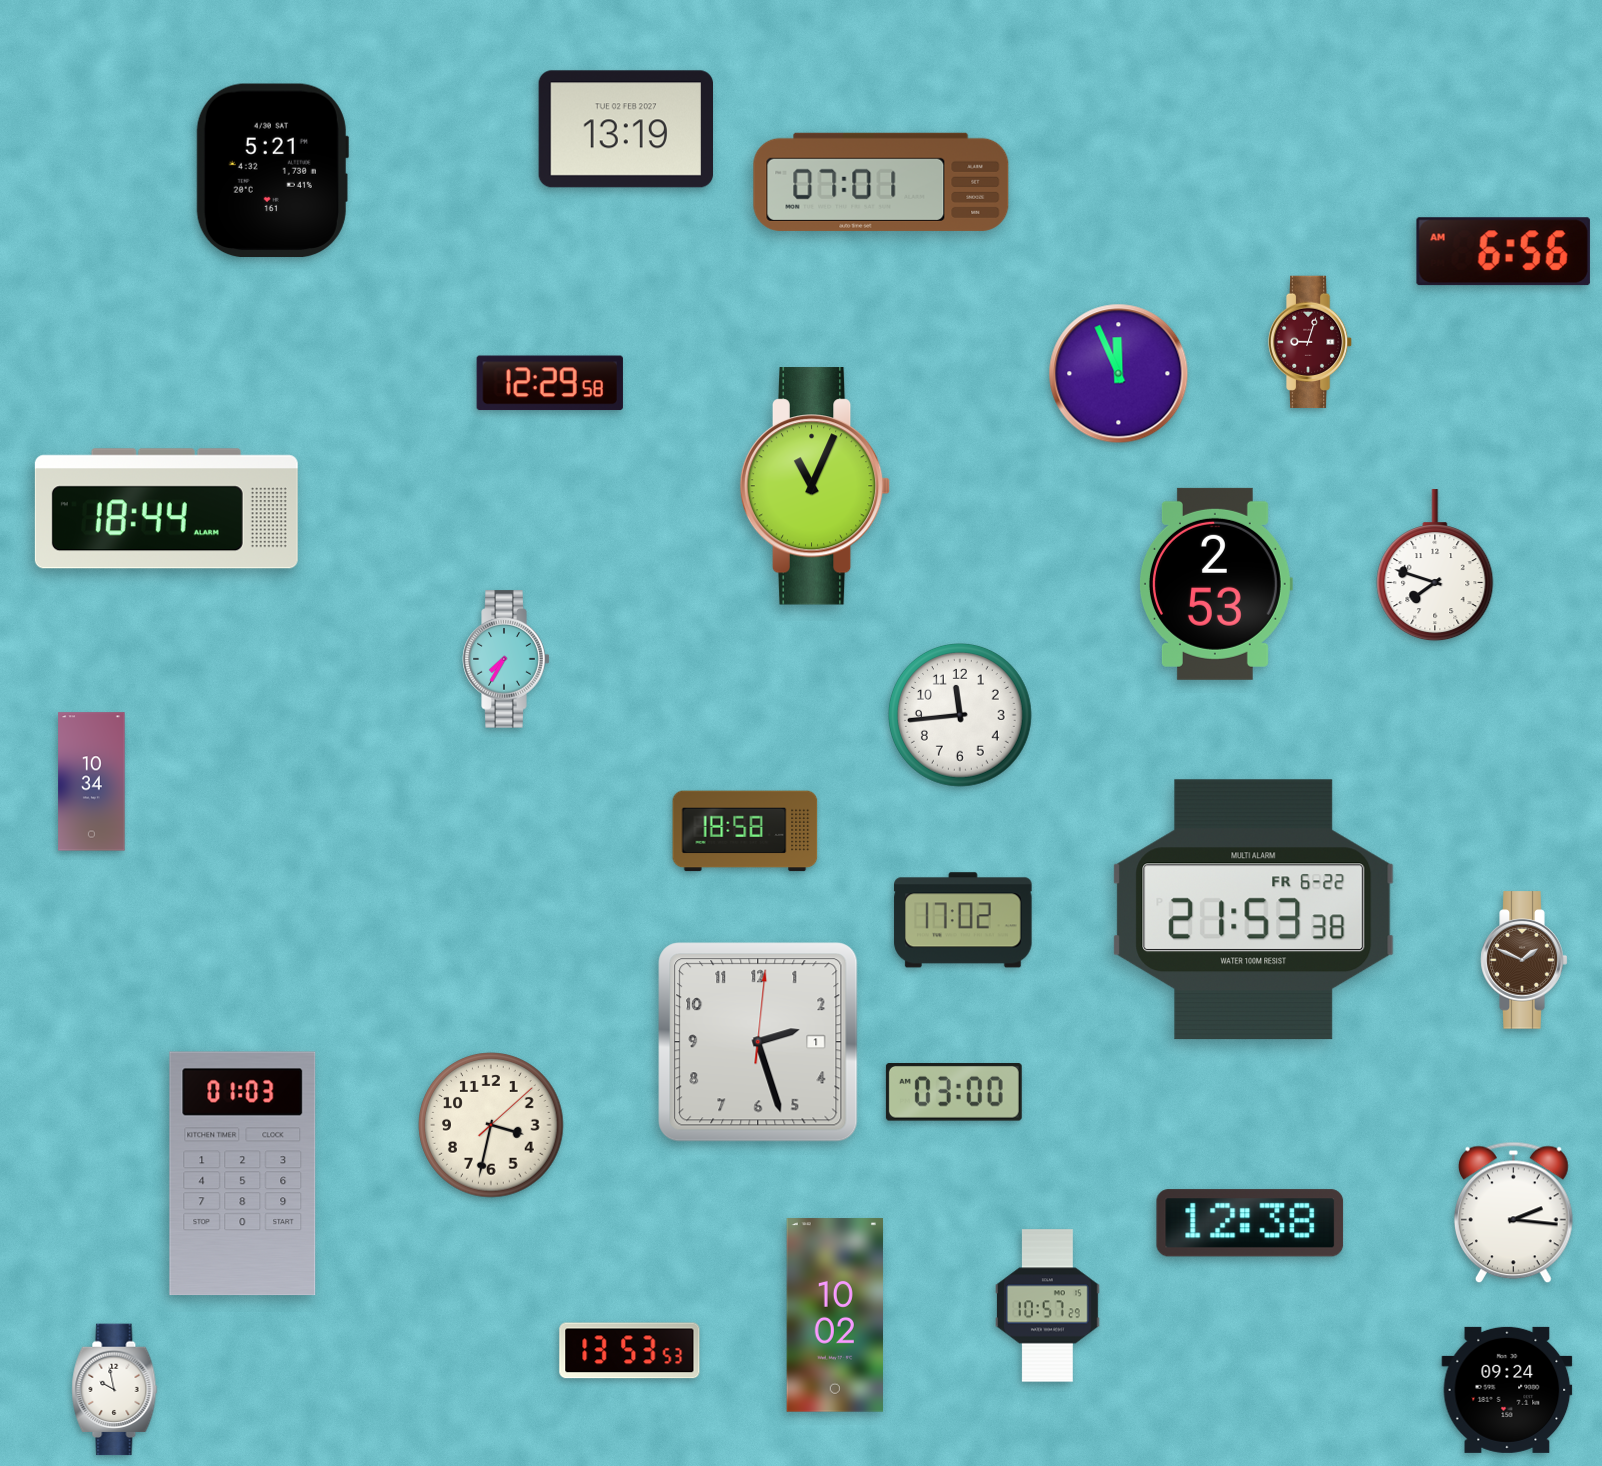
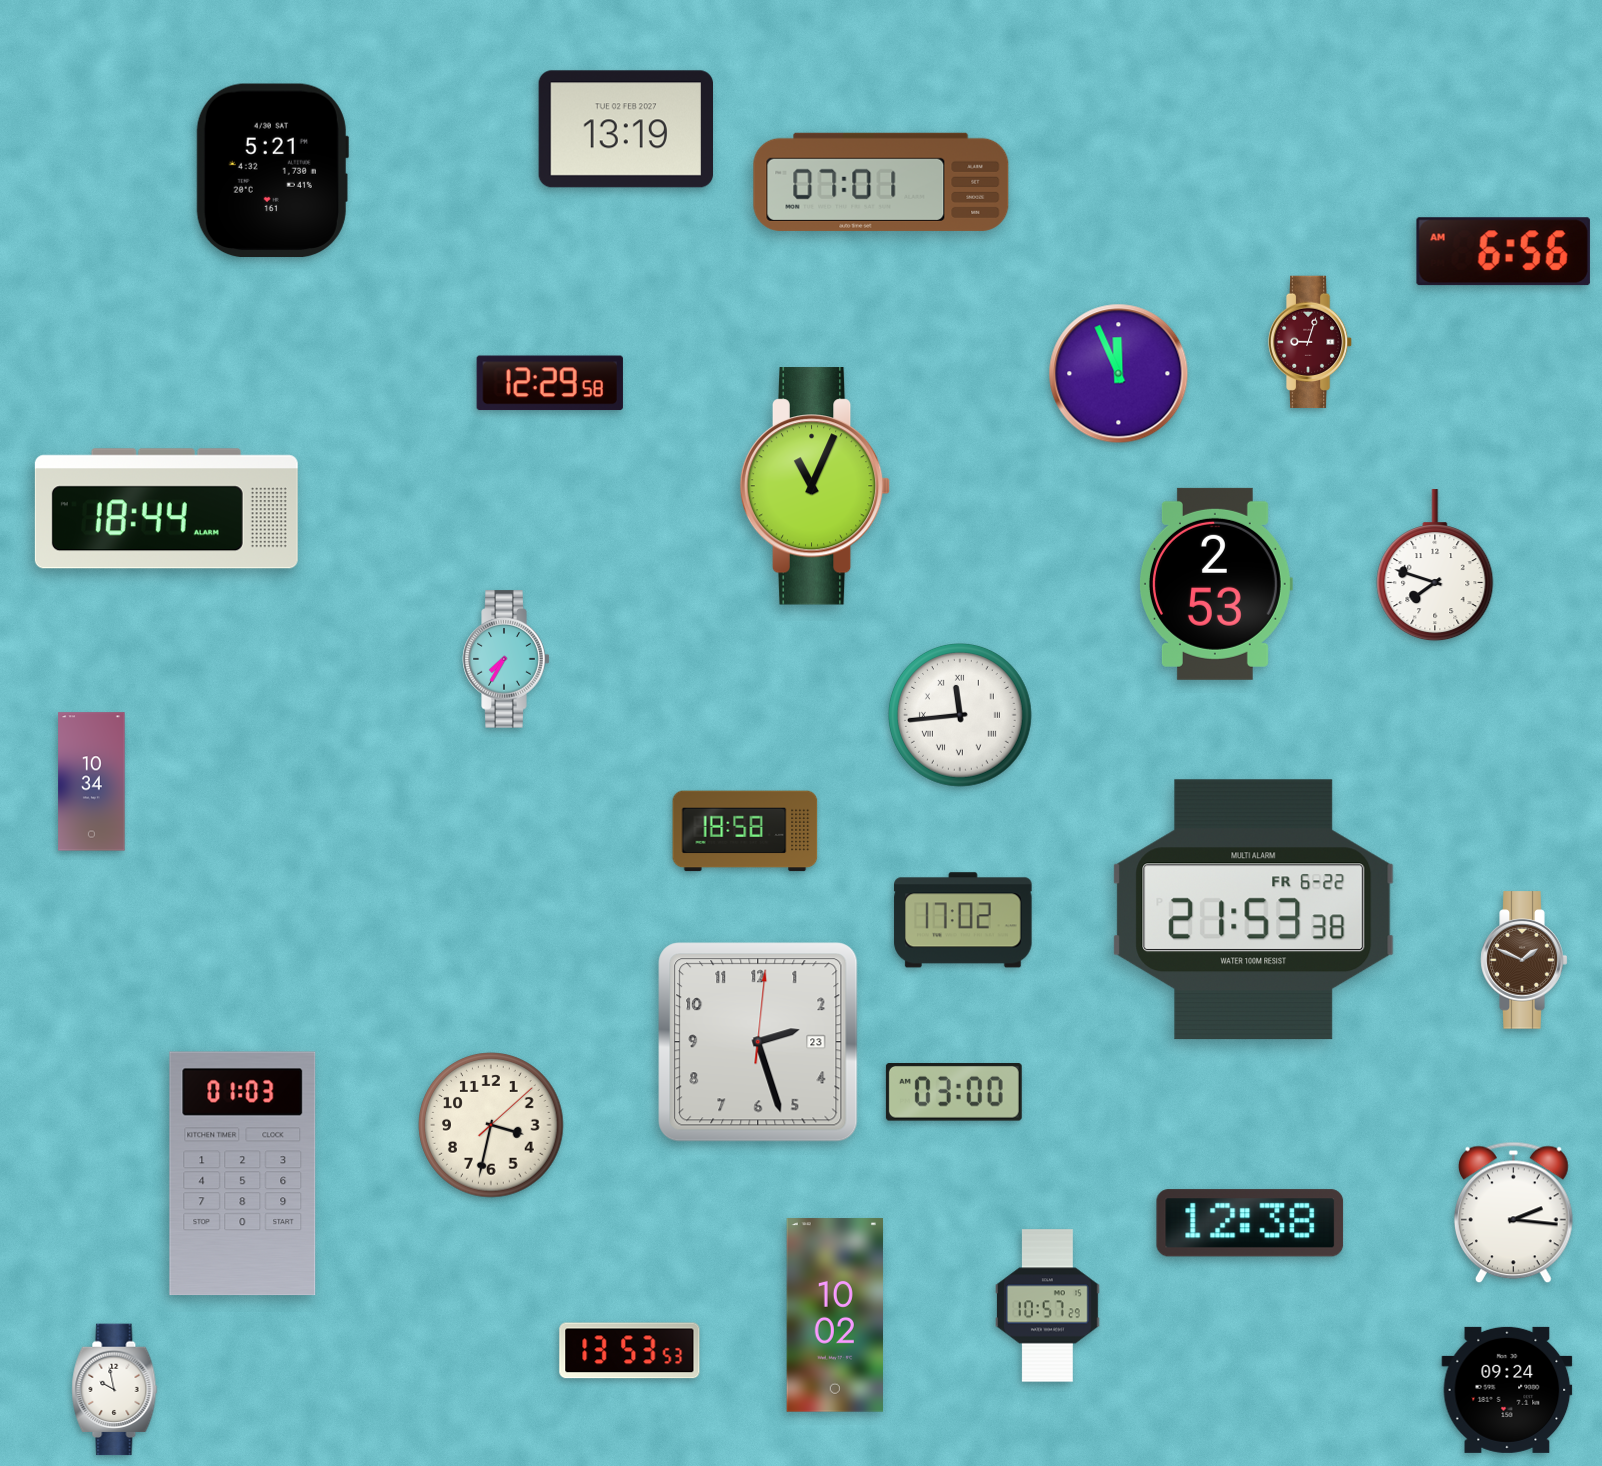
clock at (961, 716) numerals: Arabic -> Roman
clock at (758, 1042) date: 1 -> 23
